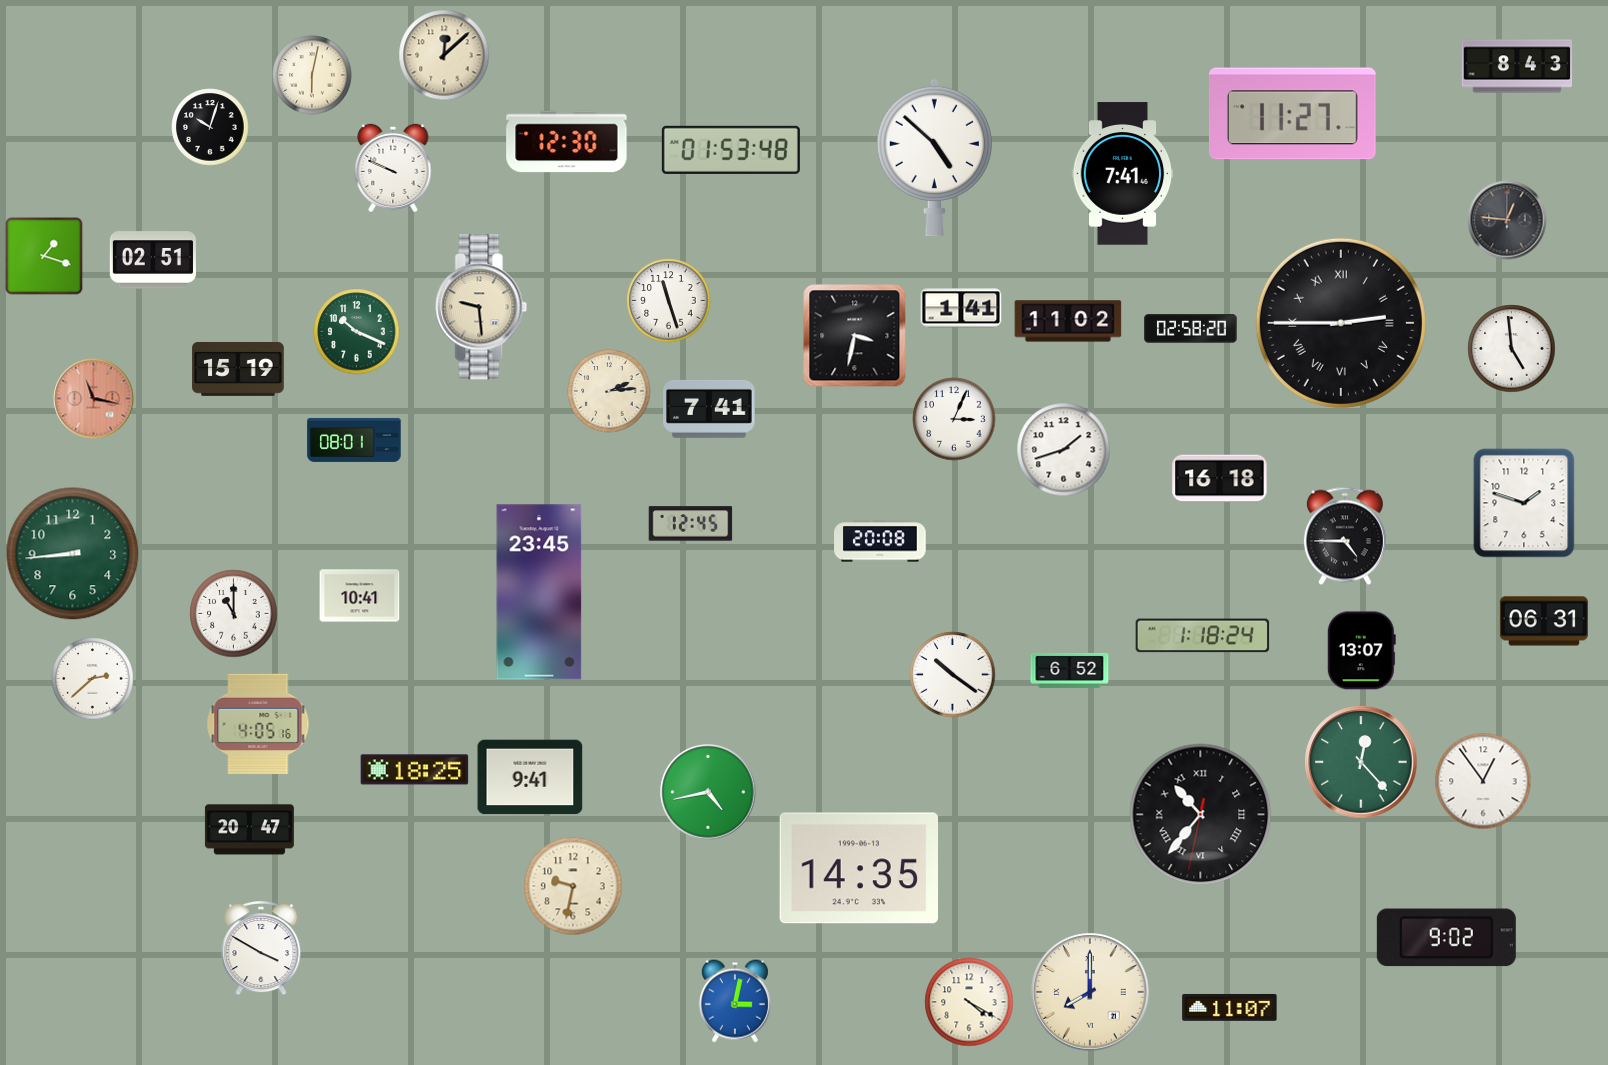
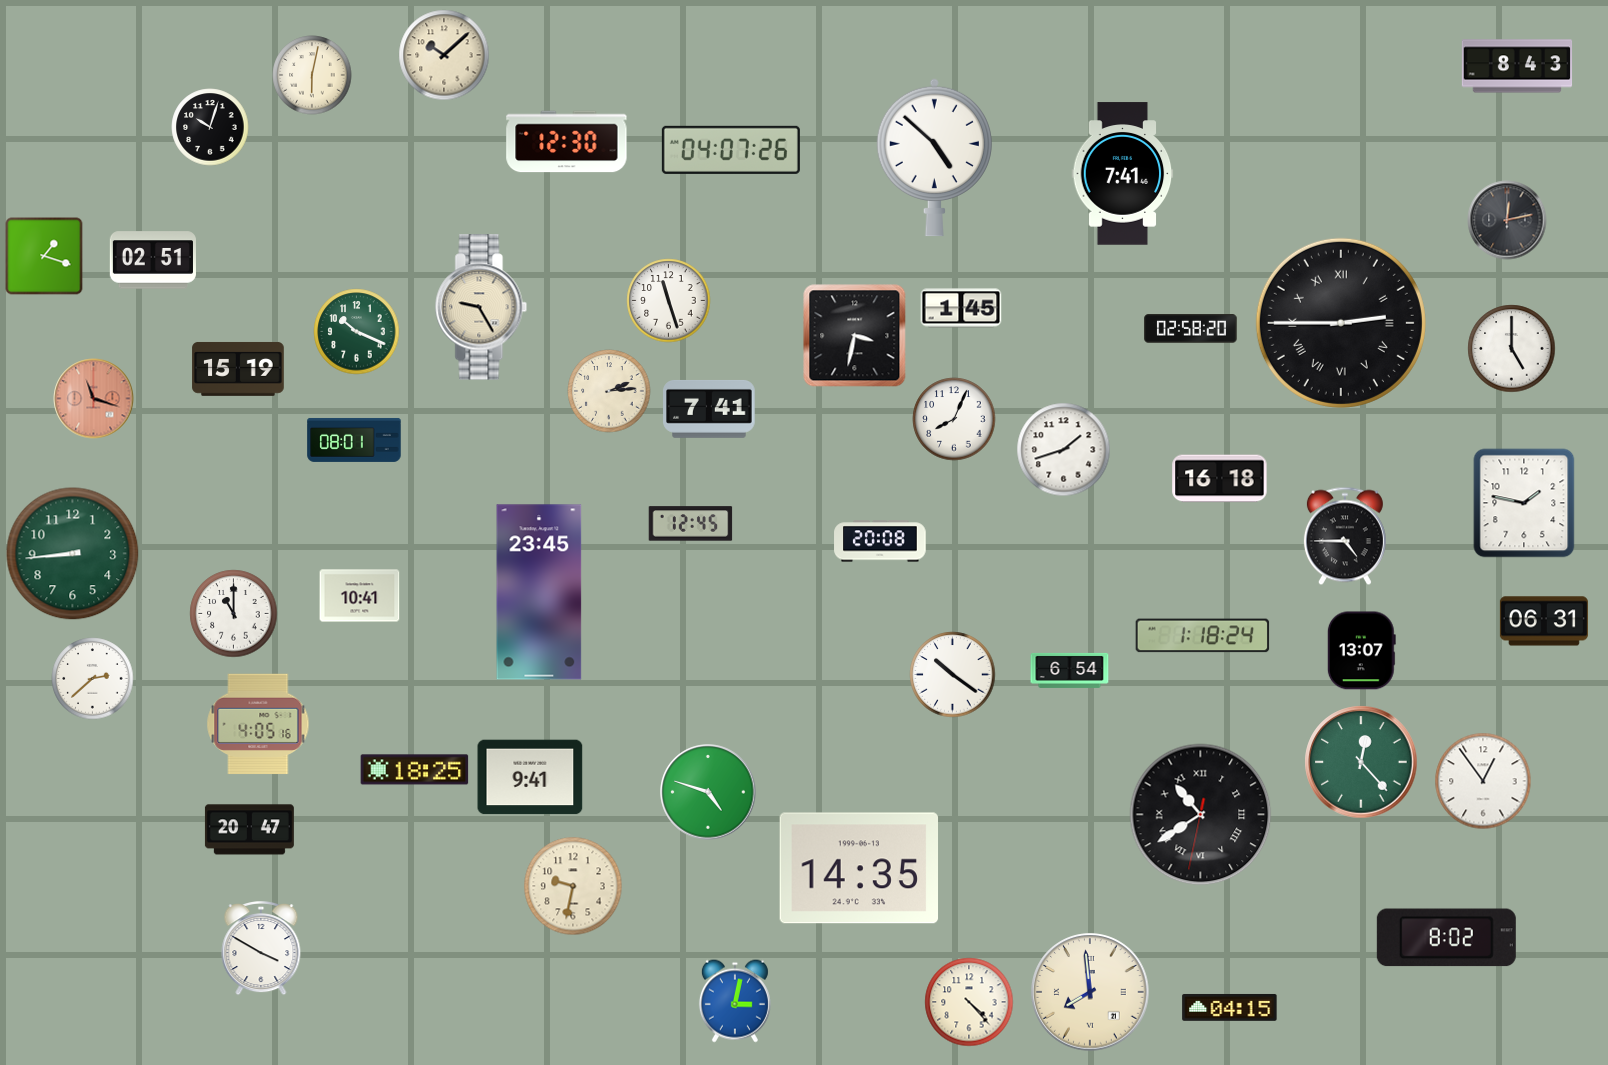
clock at (444, 55): 12:08 -> 10:08
clock at (1292, 114): 11:27 -> none
clock at (731, 150): 01:53 -> 04:07
clock at (393, 167): 9:49 -> none
clock at (1507, 220): 12:46 -> 12:13
clock at (481, 307): 9:29 -> 9:25
clock at (961, 308): 1:41 -> 1:45
clock at (1068, 321): 11:02 -> none
clock at (1512, 349): 4:59 -> 5:00
clock at (94, 399): 11:17 -> 11:18
clock at (954, 419): 3:04 -> 8:04
clock at (1524, 503): 1:48 -> 1:47
clock at (1070, 670): 6:52 -> 6:54
clock at (708, 792): 4:43 -> 4:48
clock at (1201, 815): 10:36 -> 10:39
clock at (1446, 938): 9:02 -> 8:02
clock at (1090, 992): 8:00 -> 7:59
clock at (969, 1002): 4:20 -> 4:23
clock at (1230, 1007): 11:07 -> 04:15
